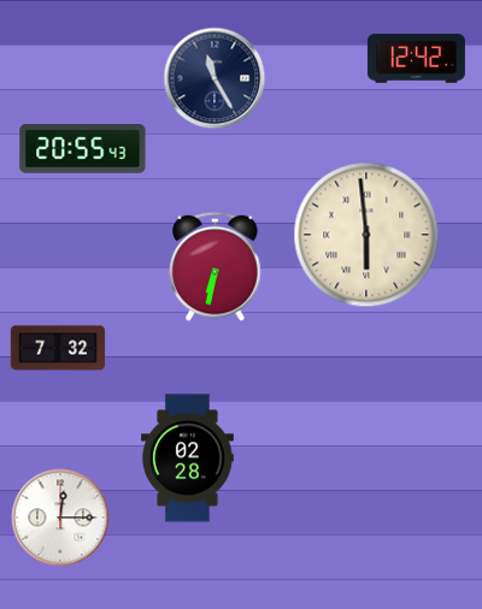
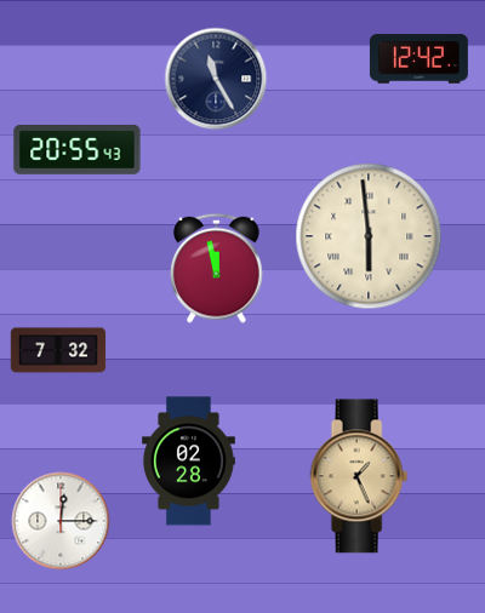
clock at (83, 149) position: (83, 149) -> (78, 150)
clock at (216, 266): 6:32 -> 11:58
clock at (359, 476): none -> 1:26
